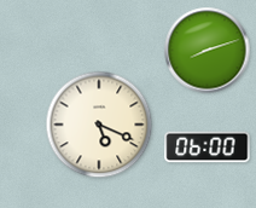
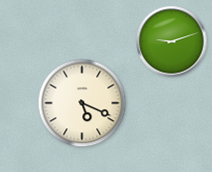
clock at (208, 51): 8:12 -> 9:12
clock at (208, 148): 06:00 -> none
